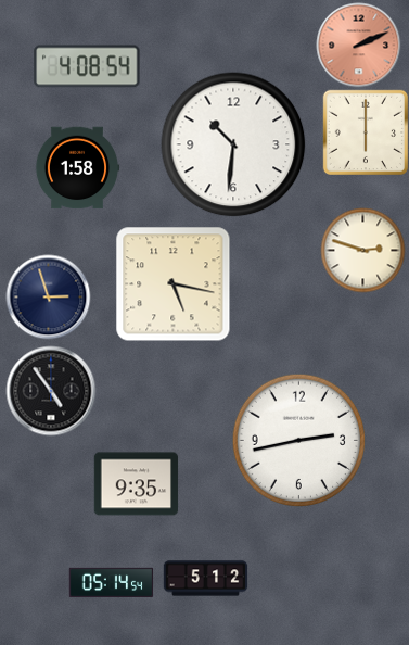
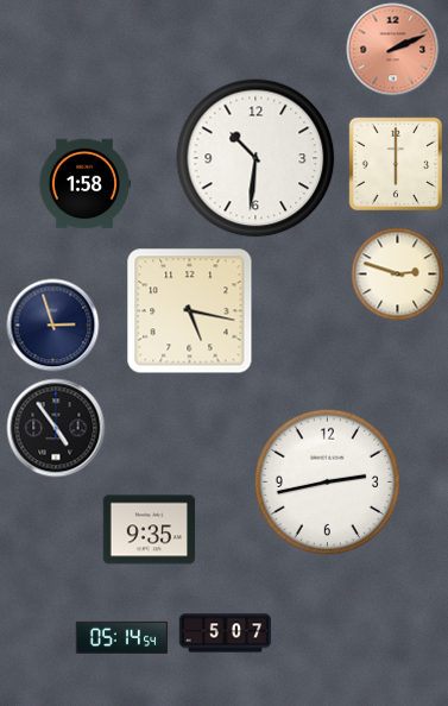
clock at (87, 66): 4:08 -> none
clock at (365, 131) position: (365, 131) -> (395, 163)
clock at (205, 579): 5:12 -> 5:07
